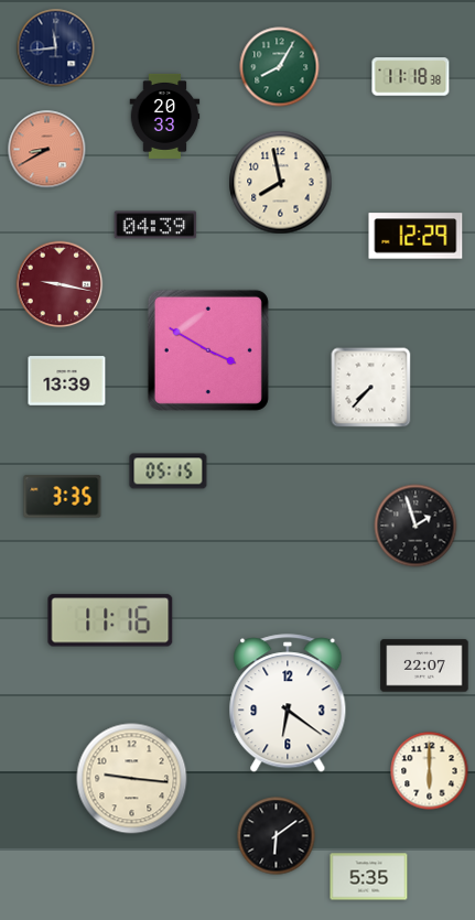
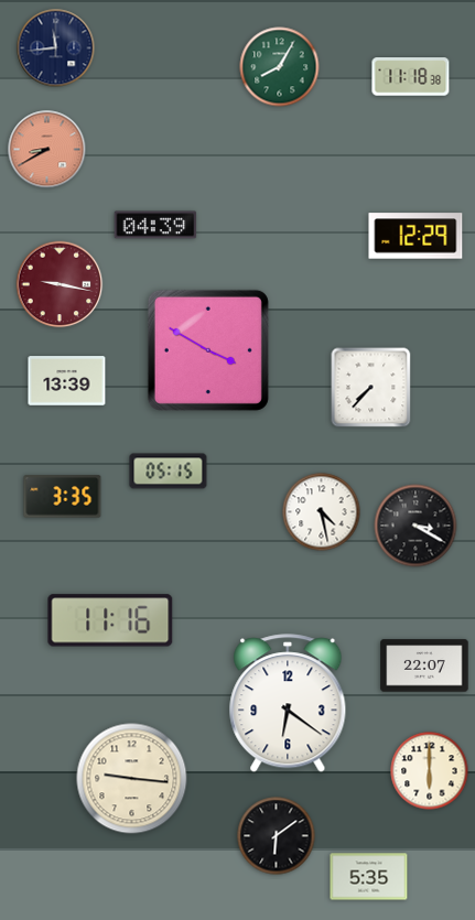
clock at (165, 116): 20:33 -> none
clock at (281, 183): 7:58 -> none
clock at (322, 512): none -> 4:28
clock at (415, 526): 1:57 -> 3:20
